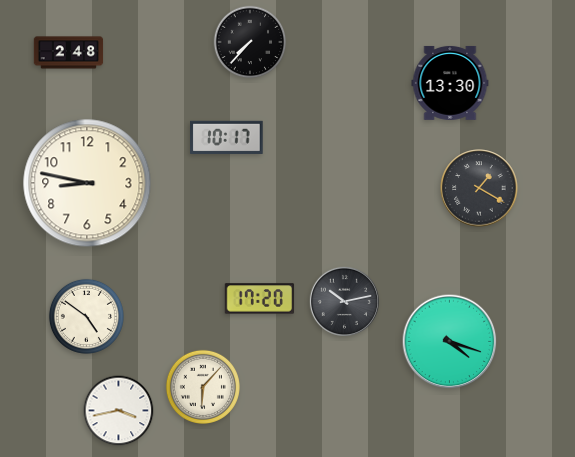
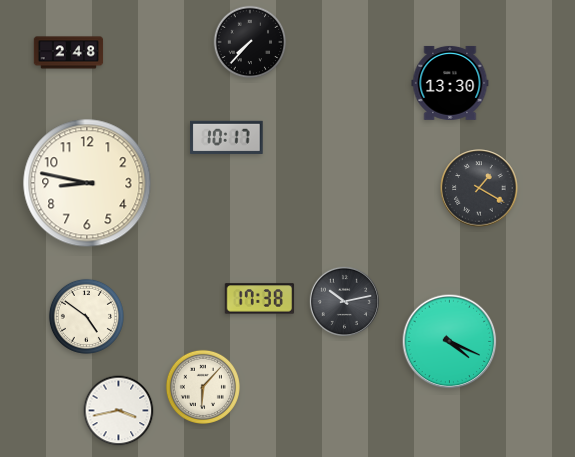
clock at (260, 299): 17:20 -> 17:38
clock at (450, 342): 4:18 -> 4:19
